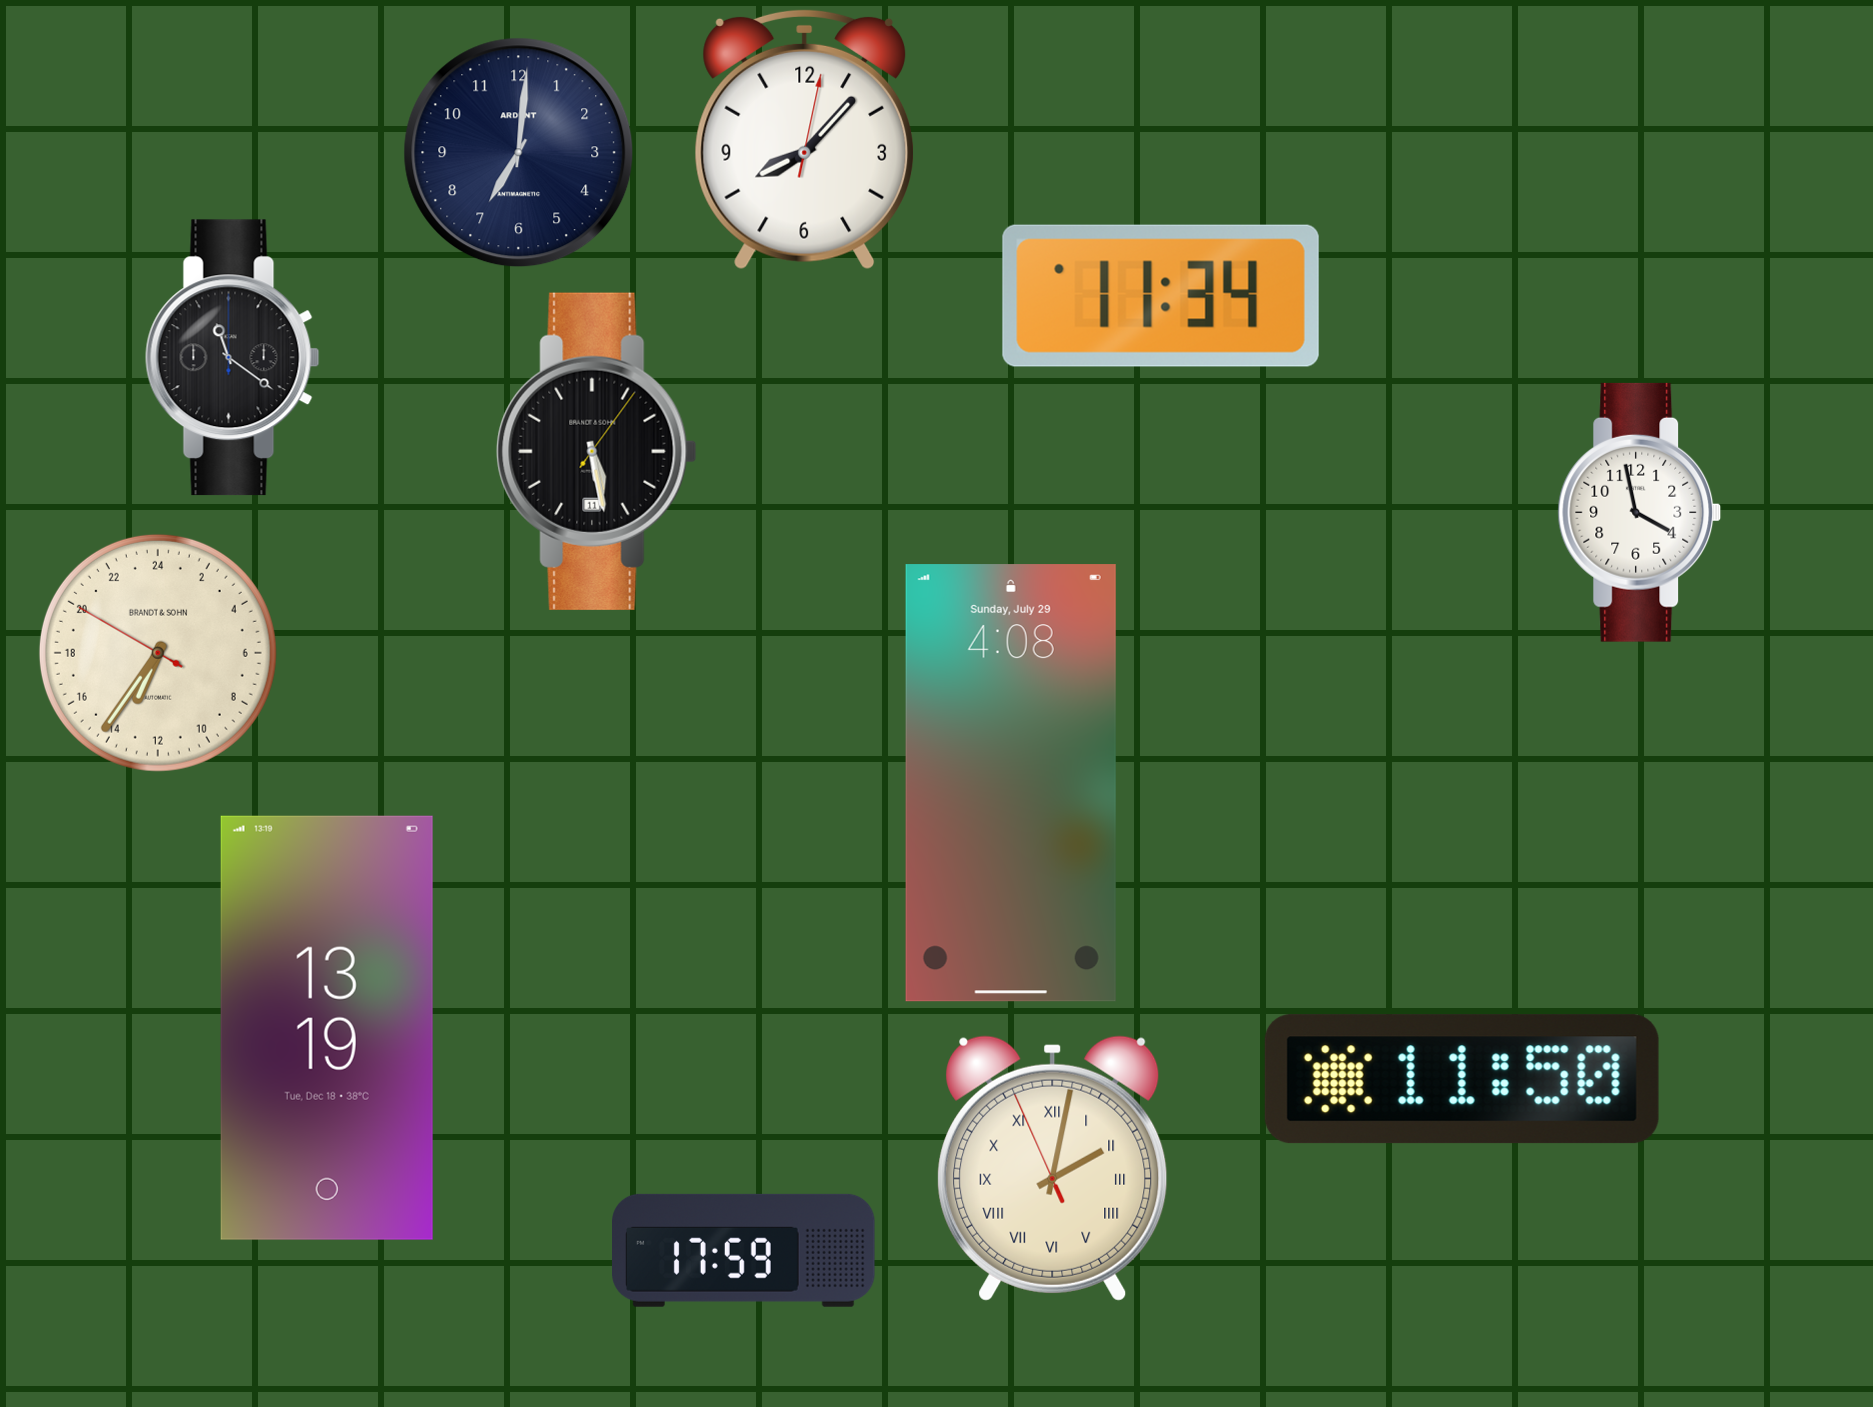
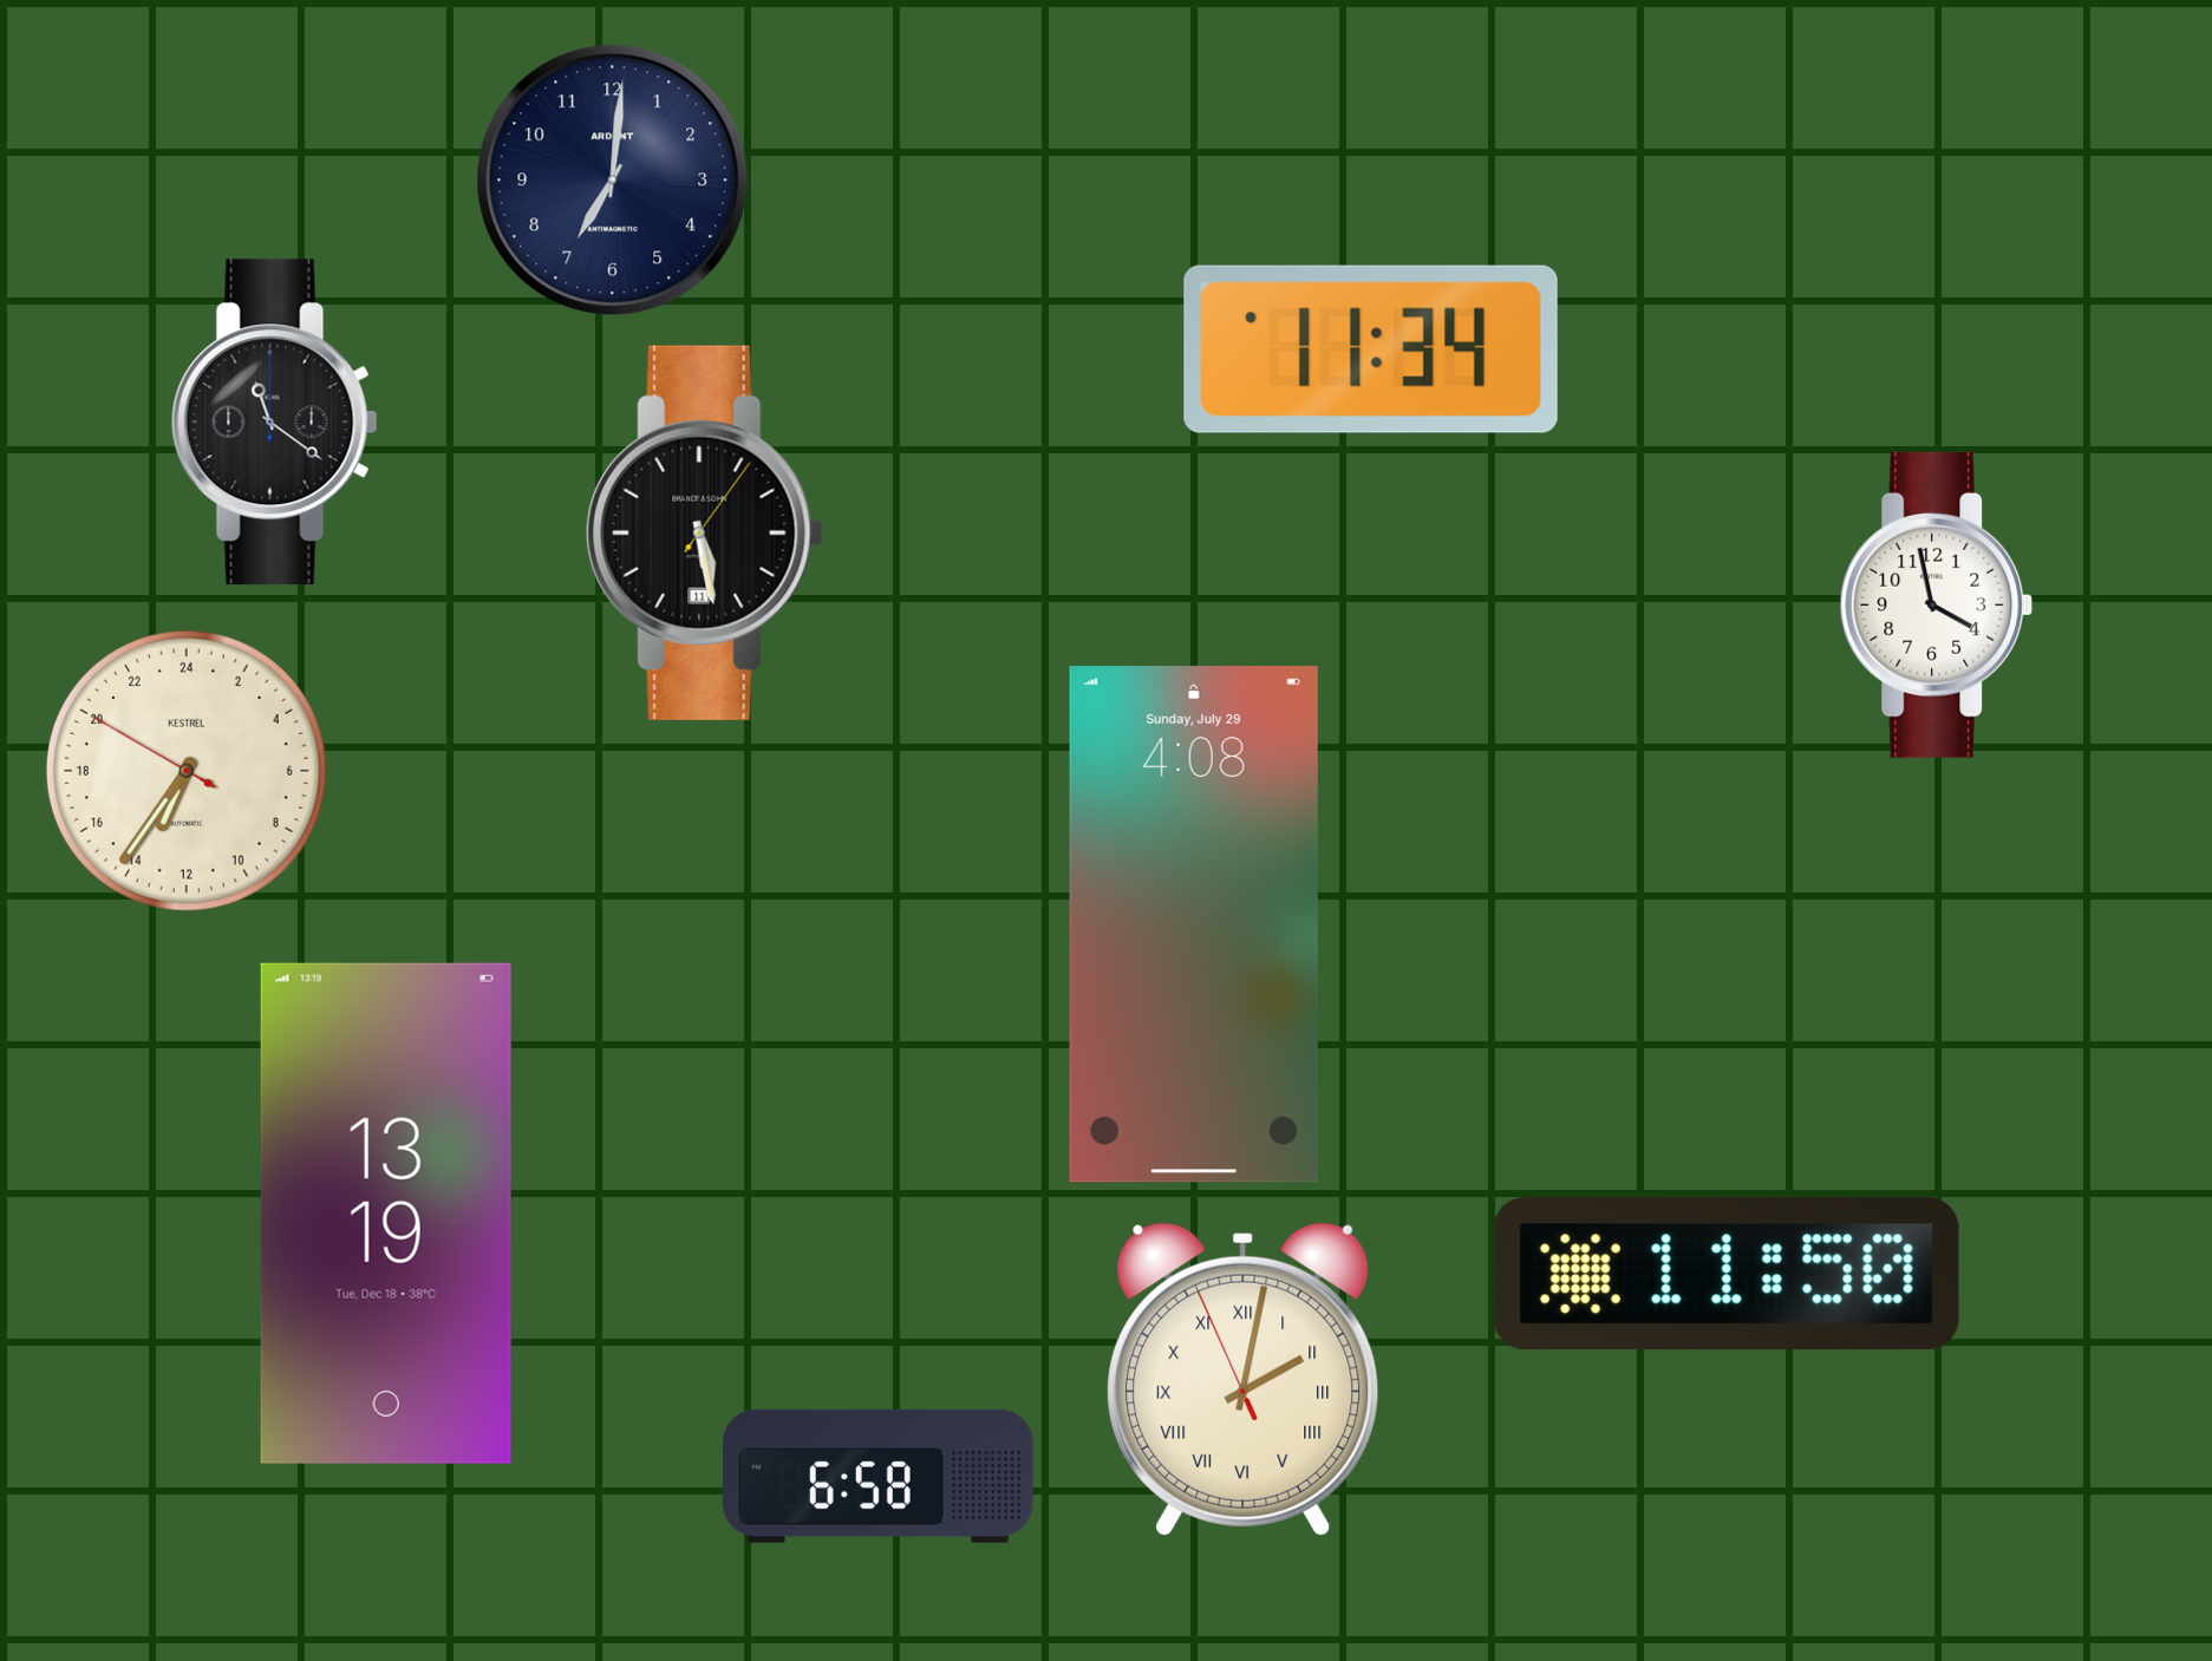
clock at (805, 139): 8:07 -> none
clock at (158, 653) brand: BRANDT & SOHN -> KESTREL
clock at (744, 1250): 17:59 -> 6:58
